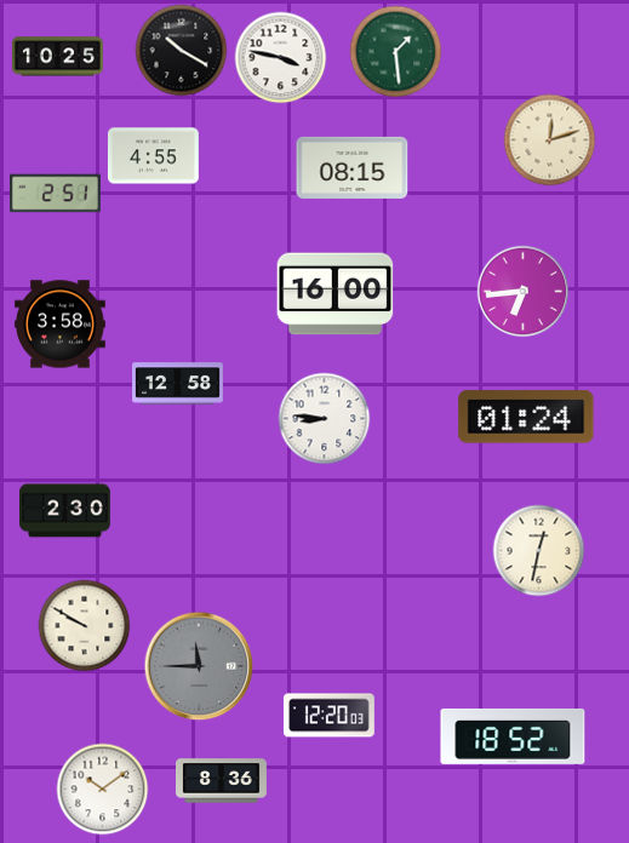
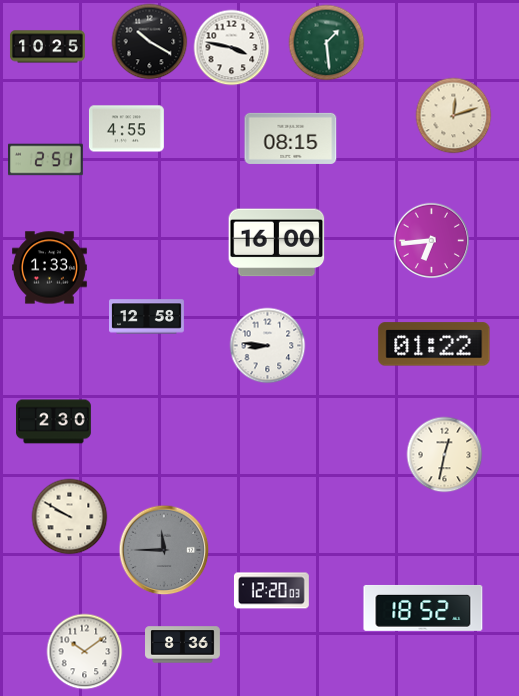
clock at (61, 325): 3:58 -> 1:33
clock at (526, 417): 01:24 -> 01:22
